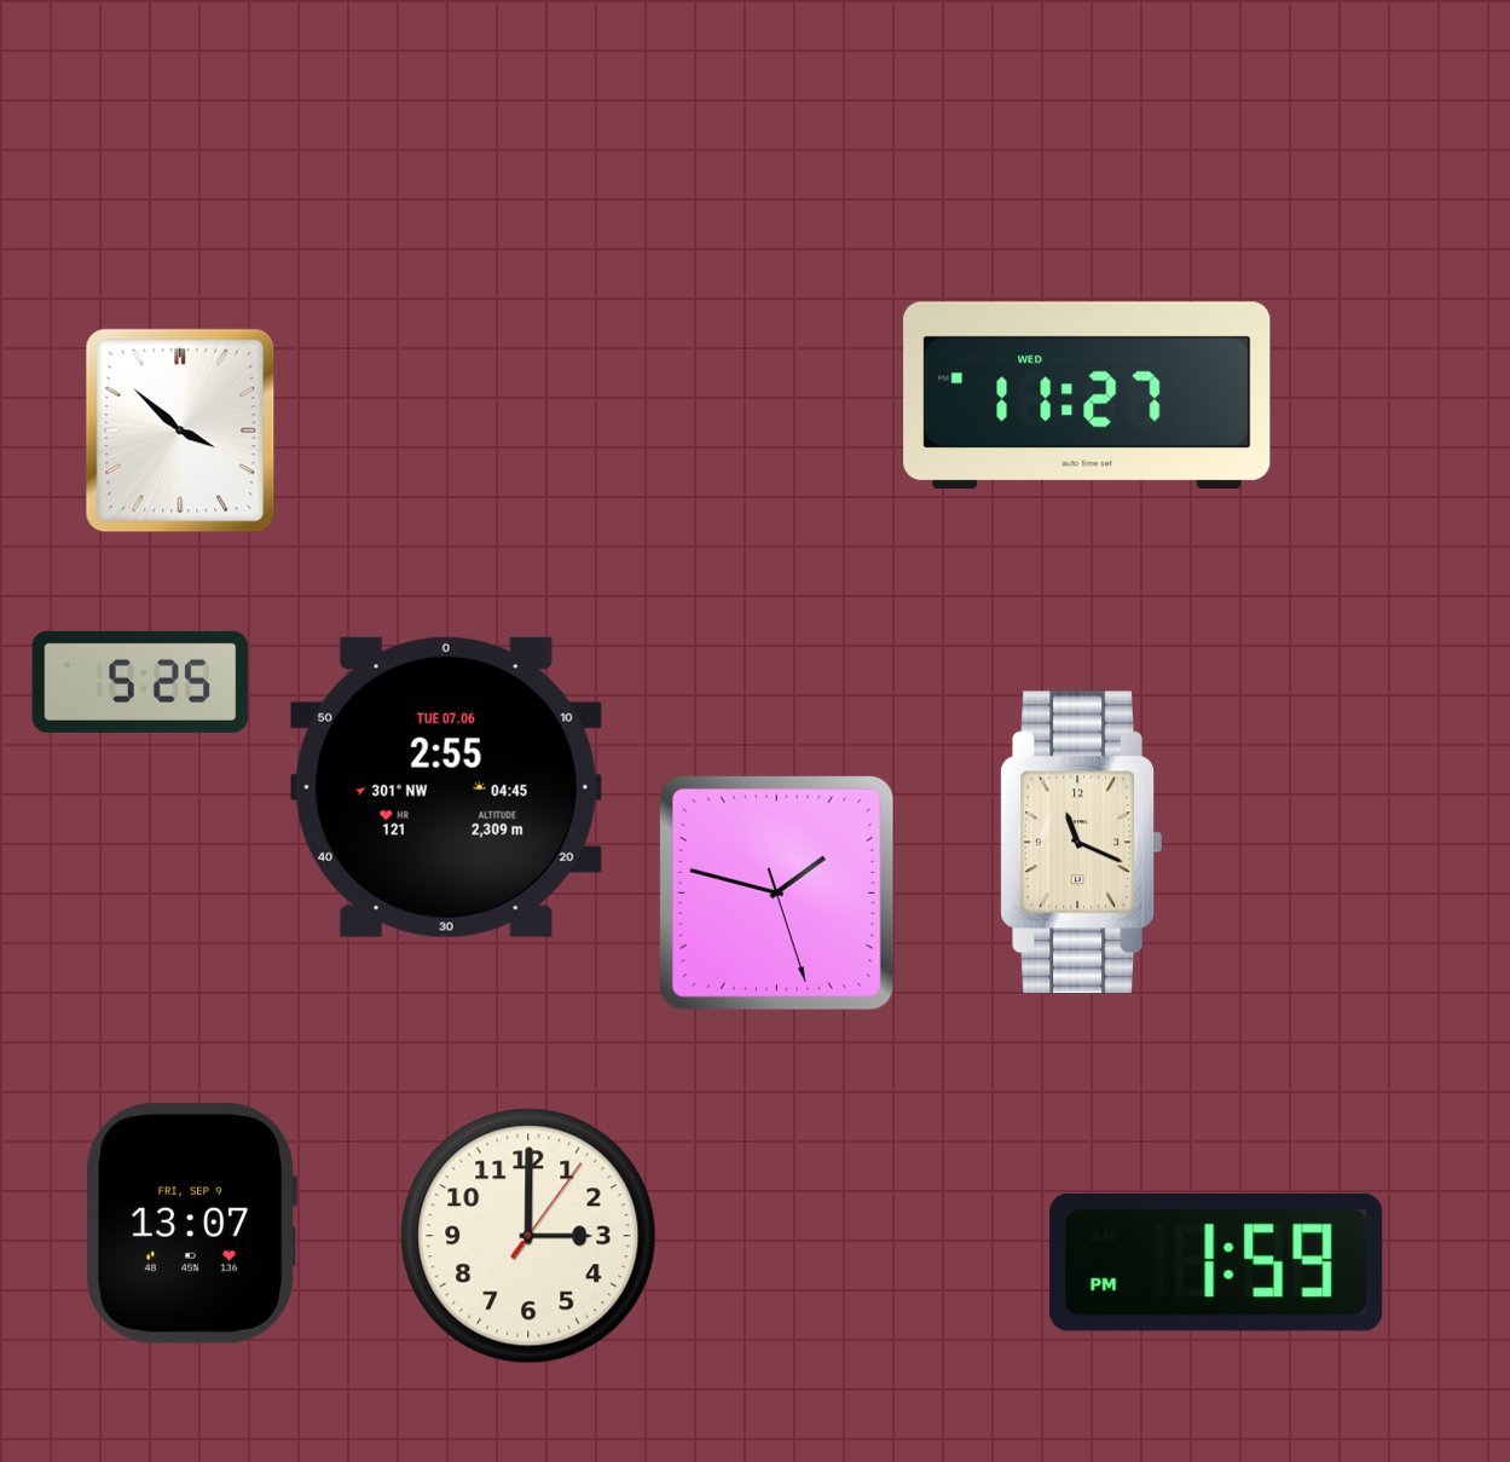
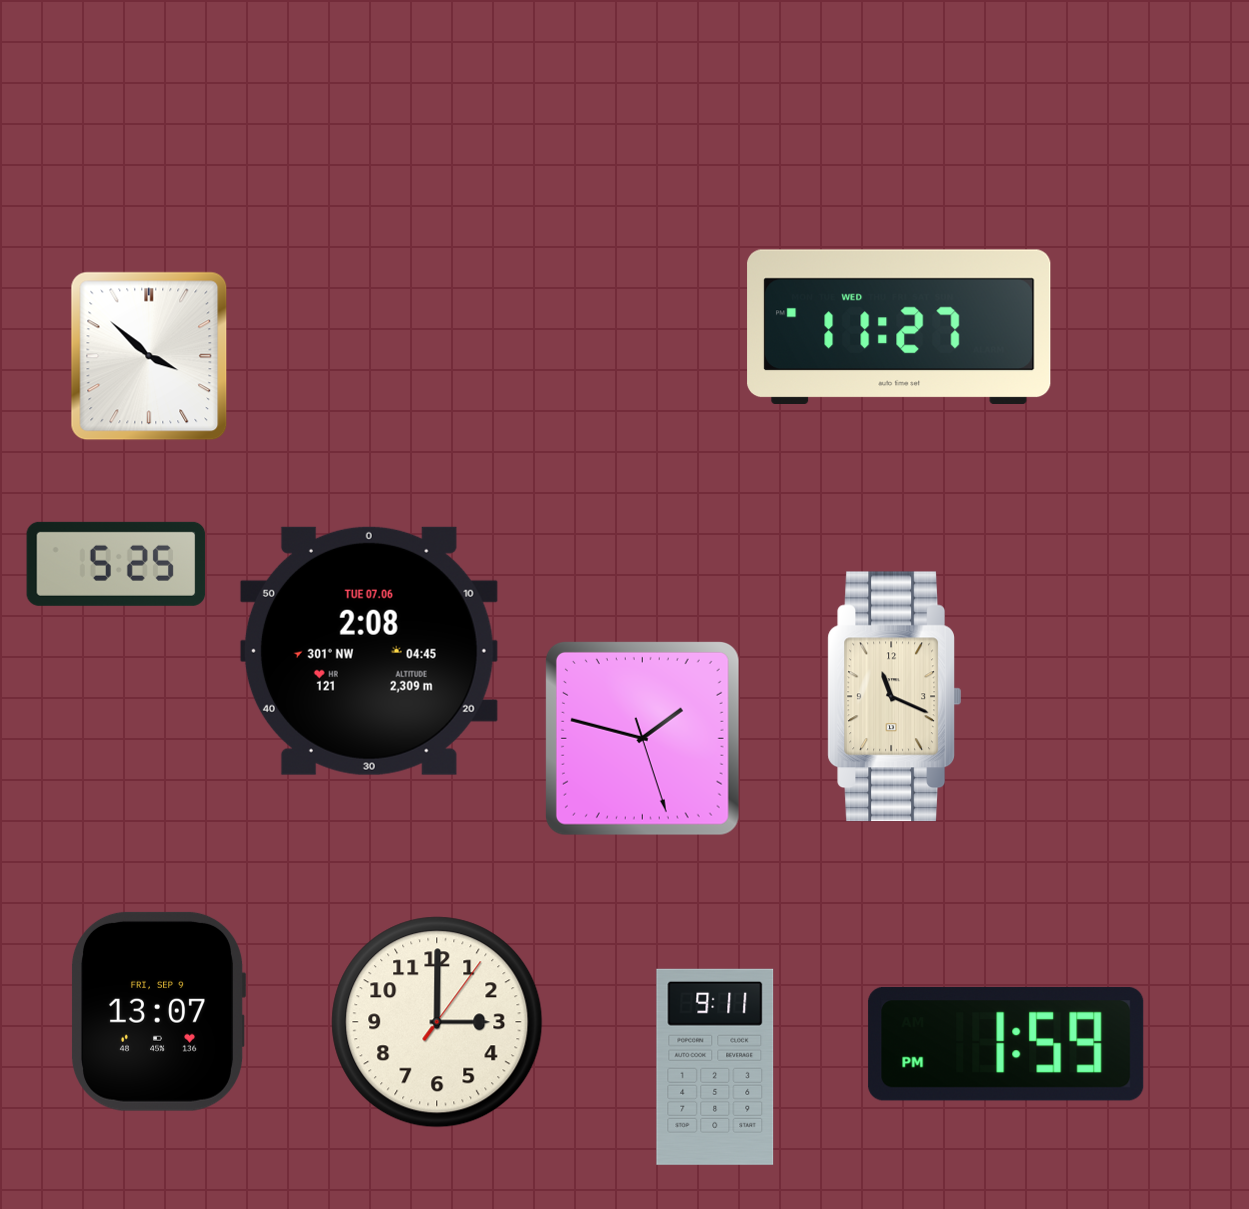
clock at (446, 787): 2:55 -> 2:08
clock at (715, 1067): none -> 9:11
